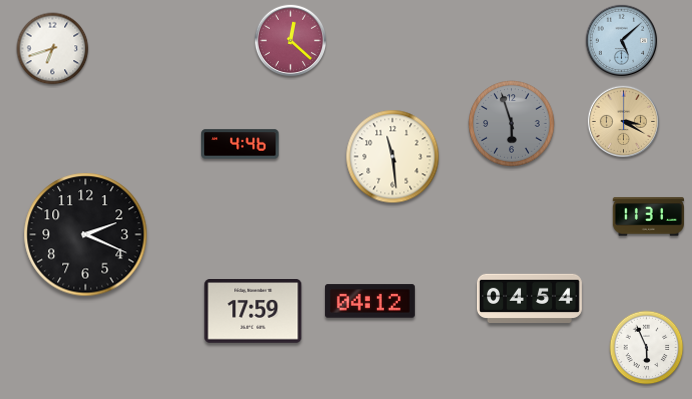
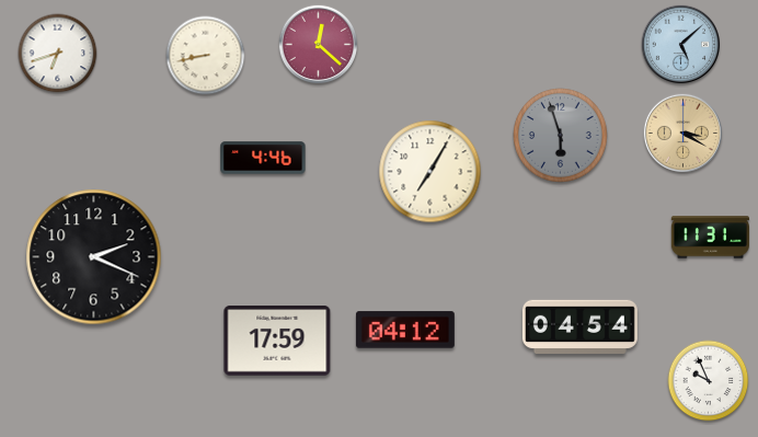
clock at (206, 56): none -> 8:43
clock at (393, 157): 11:29 -> 7:05
clock at (647, 348): 5:56 -> 9:56
